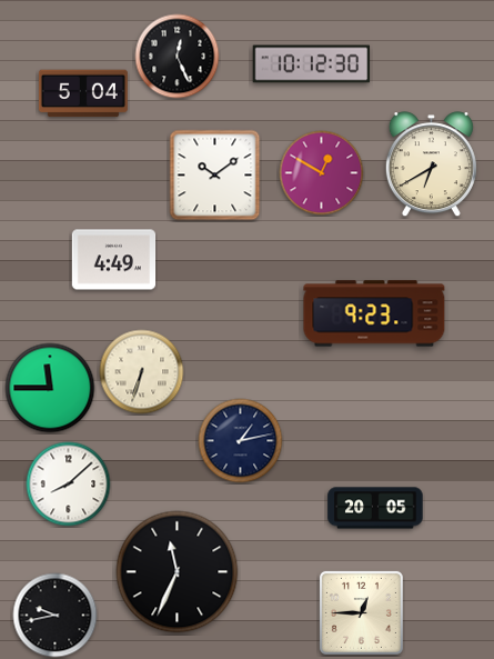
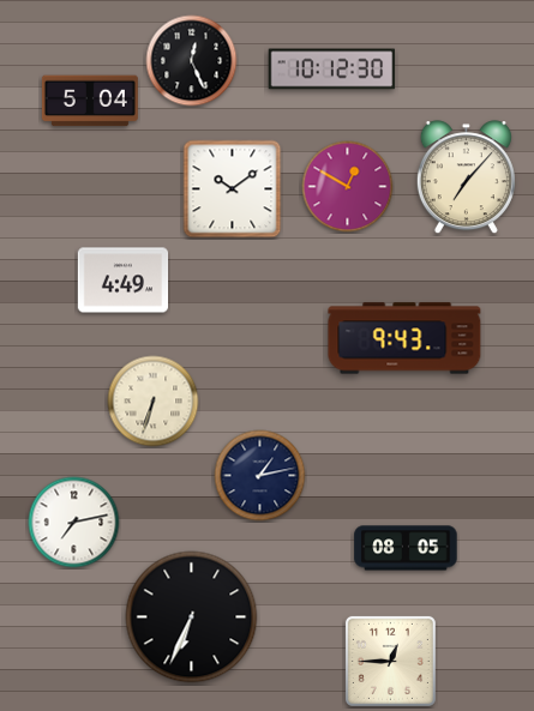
clock at (312, 64) position: (312, 64) -> (332, 70)
clock at (431, 164): 6:40 -> 7:07
clock at (374, 313): 9:23 -> 9:43
clock at (50, 388): 11:45 -> none
clock at (69, 485): 8:08 -> 7:13
clock at (375, 508): 20:05 -> 08:05
clock at (178, 572): 11:34 -> 6:34
clock at (56, 616): 9:43 -> none
